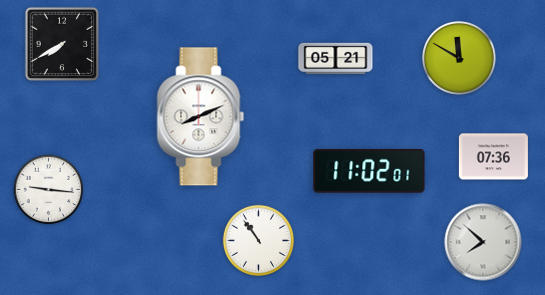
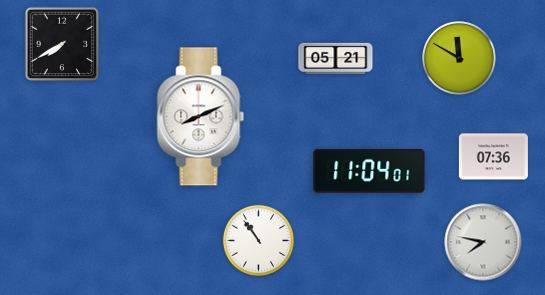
clock at (369, 172): 11:02 -> 11:04
clock at (49, 190): 9:16 -> none
clock at (483, 242): 7:52 -> 7:47
